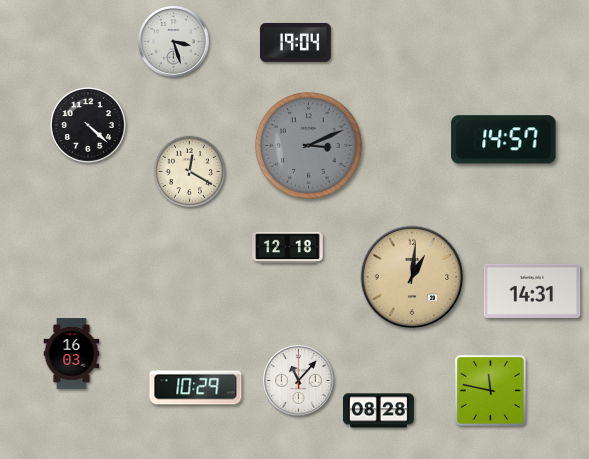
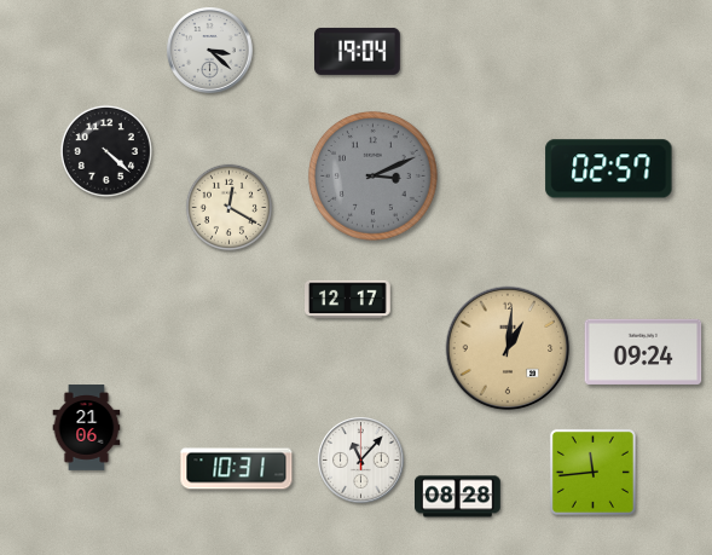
clock at (174, 42): 3:27 -> 3:22
clock at (504, 140): 14:57 -> 02:57
clock at (288, 248): 12:18 -> 12:17
clock at (412, 277) position: (412, 277) -> (508, 348)
clock at (532, 291): 14:31 -> 09:24
clock at (72, 354): 16:03 -> 21:06
clock at (196, 388): 10:29 -> 10:31
clock at (490, 390): 11:47 -> 11:44
